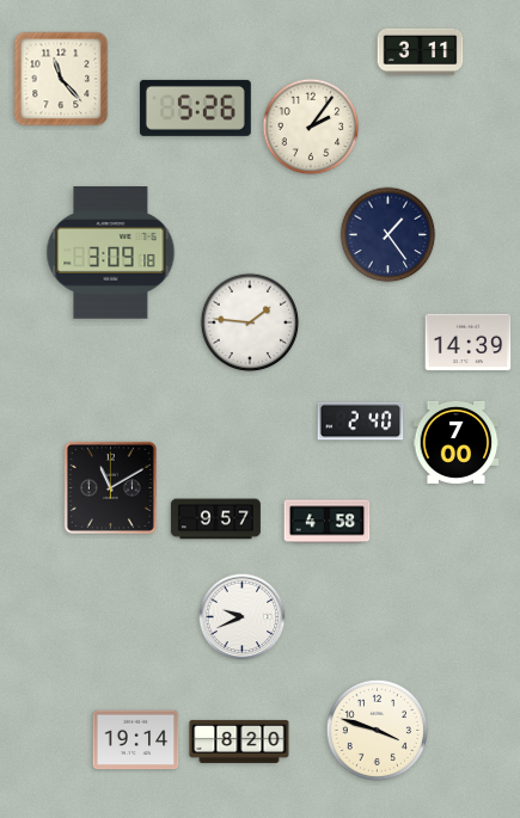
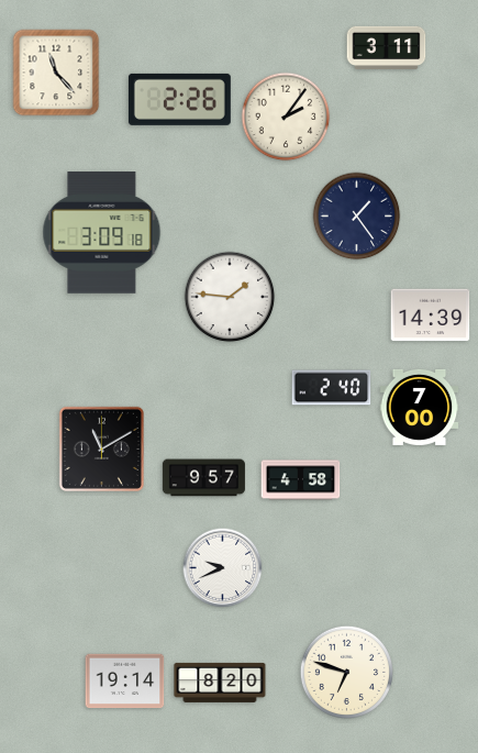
clock at (195, 107): 5:26 -> 2:26
clock at (215, 519) position: (215, 519) -> (203, 478)
clock at (377, 730): 3:48 -> 6:48
